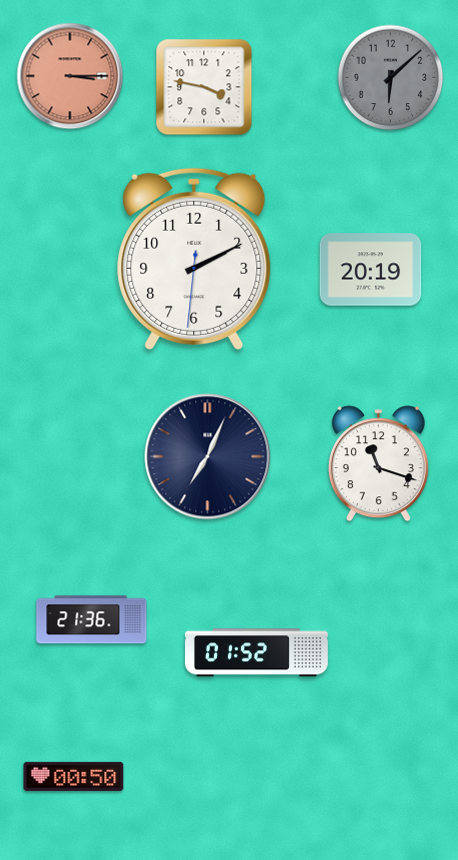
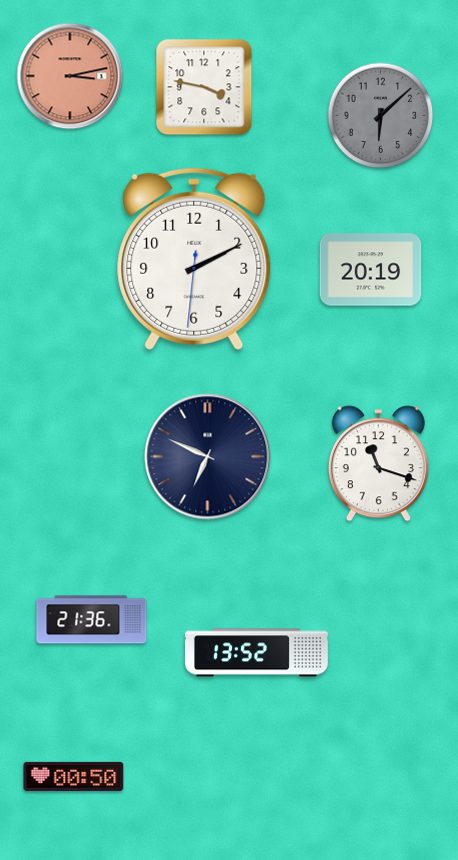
clock at (70, 76): 3:15 -> 3:13
clock at (391, 78) position: (391, 78) -> (381, 116)
clock at (208, 457): 7:04 -> 6:49
clock at (257, 653): 01:52 -> 13:52
